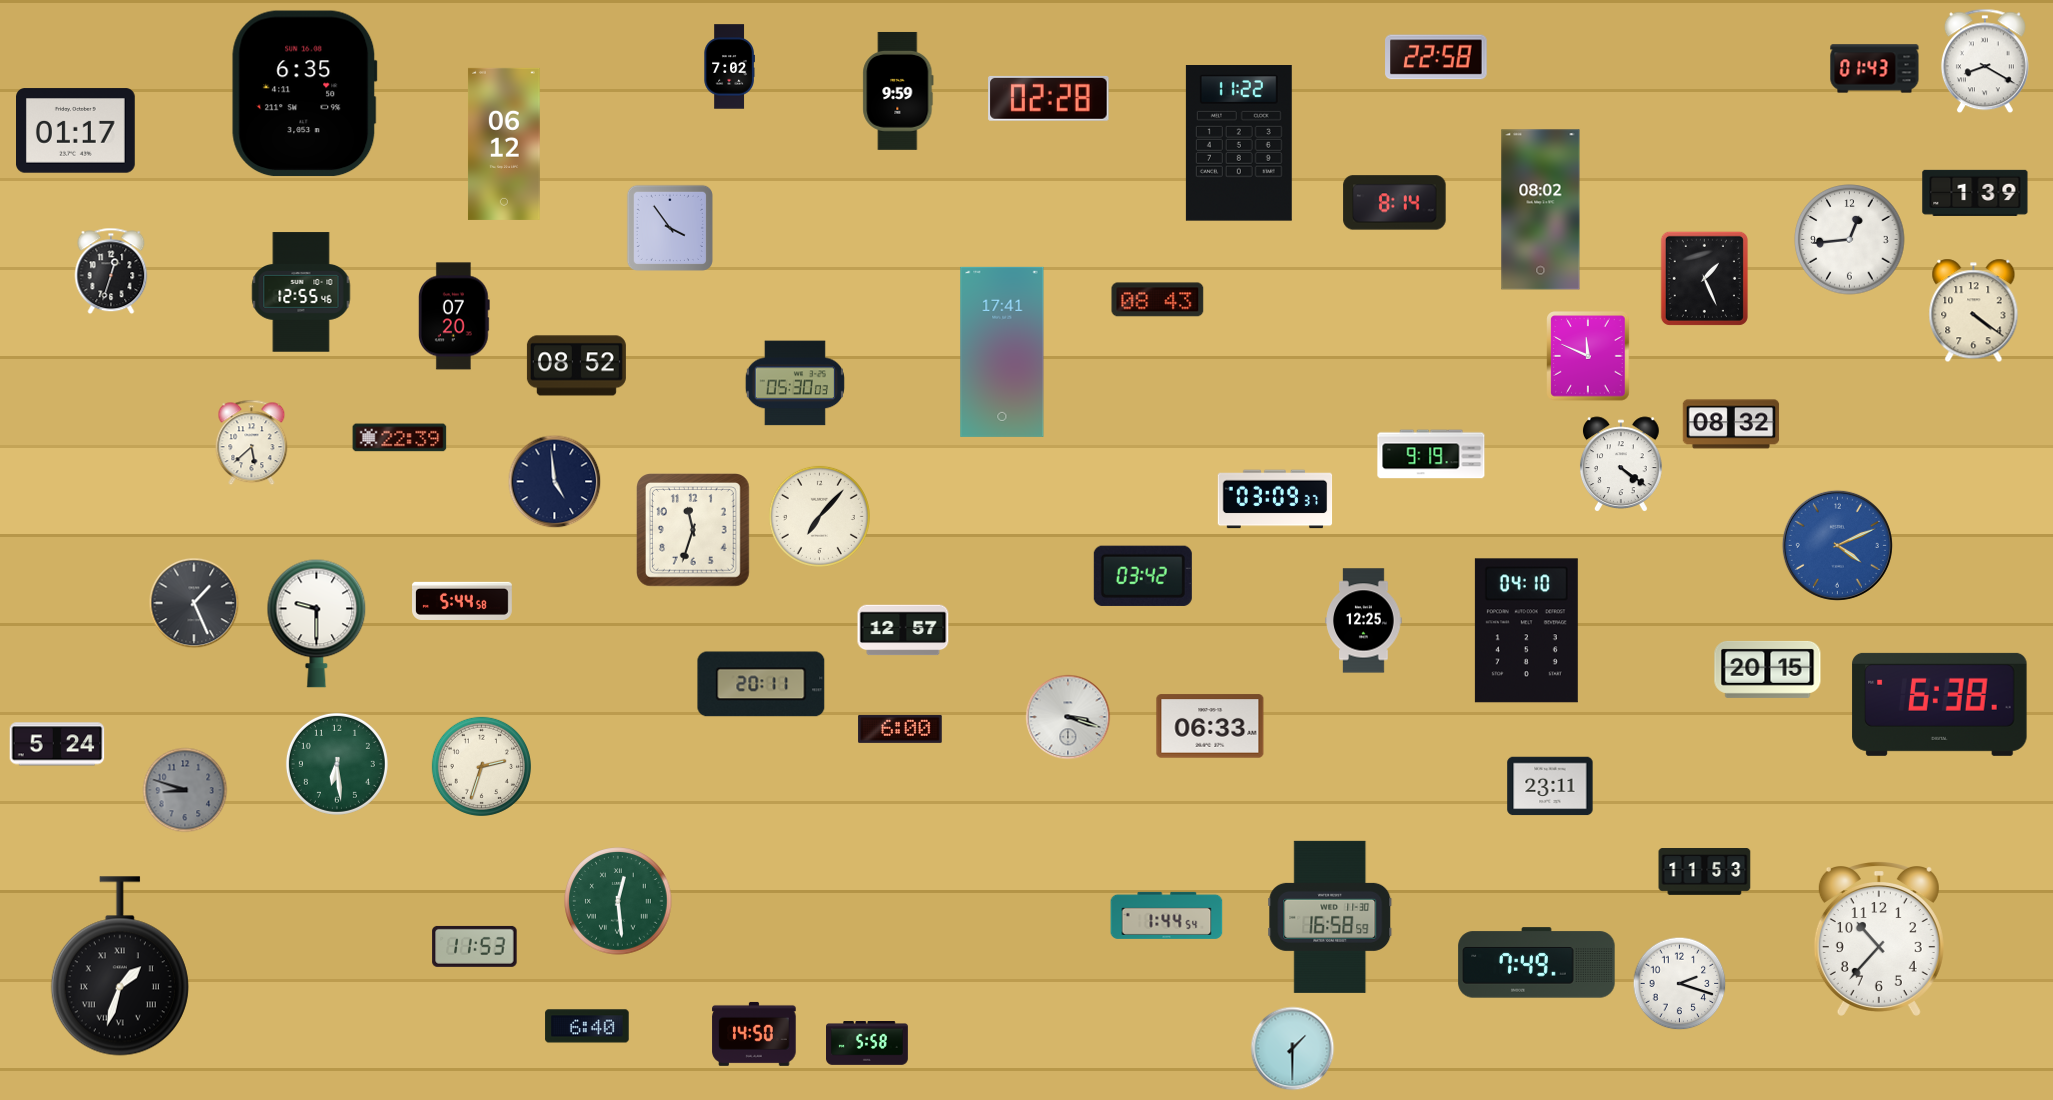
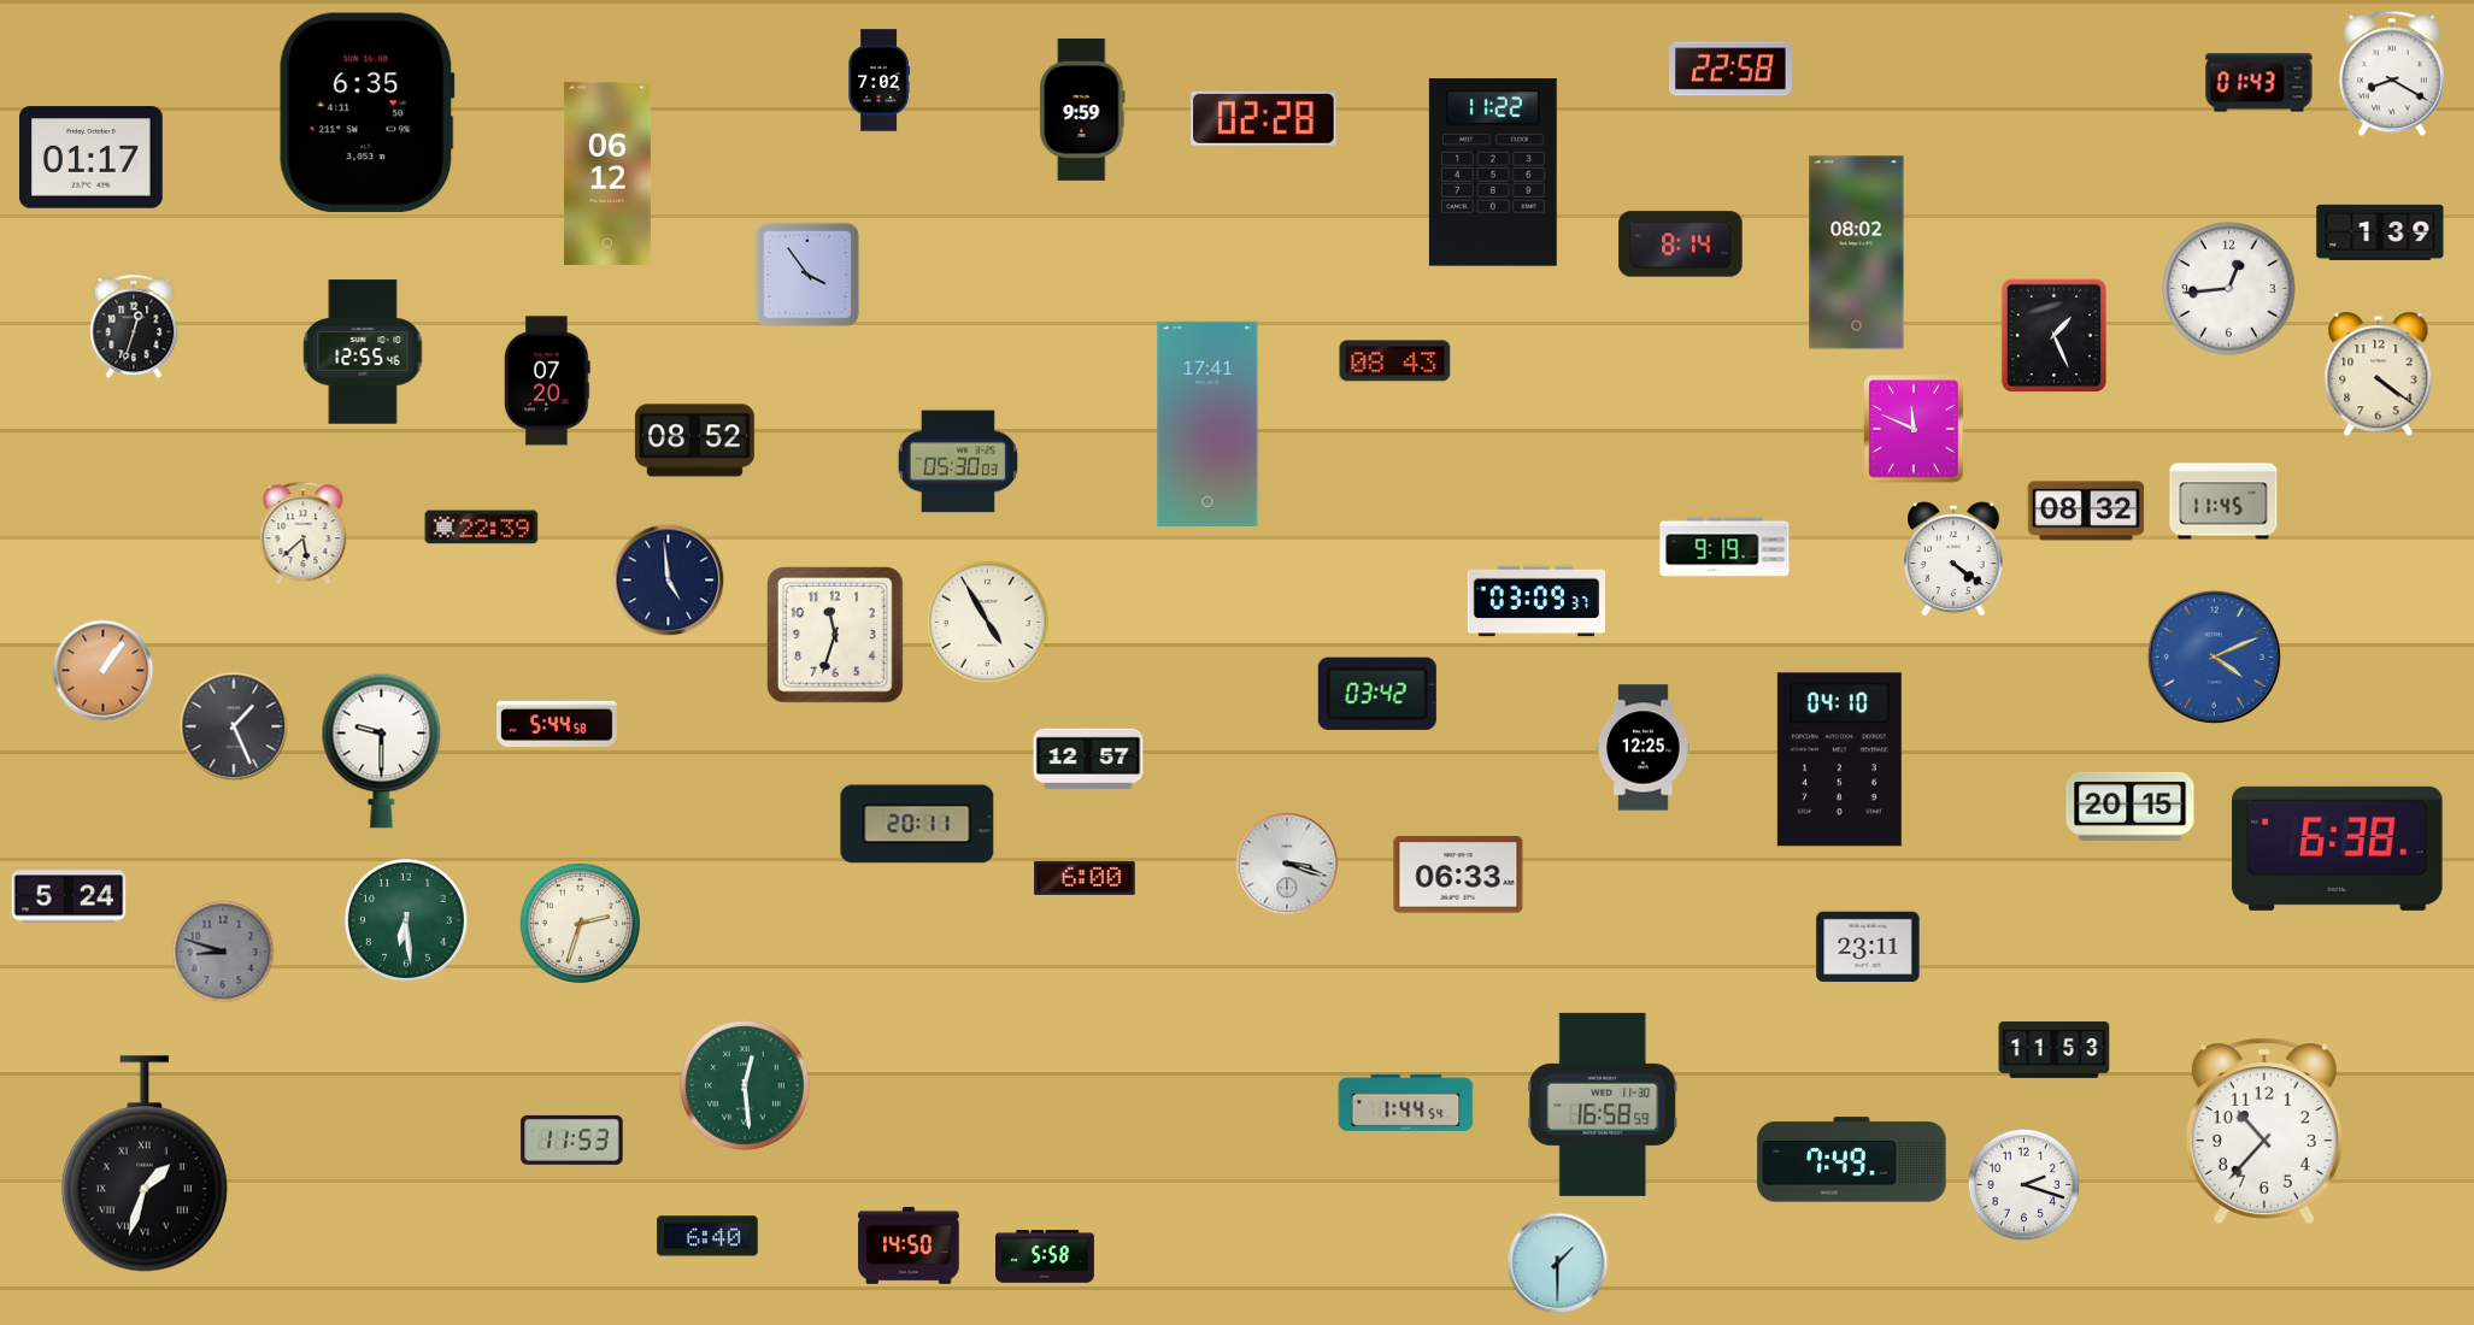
clock at (2223, 501): none -> 11:45
clock at (819, 516): 7:07 -> 4:55
clock at (694, 531) position: (694, 531) -> (836, 636)
clock at (104, 671): none -> 1:06
